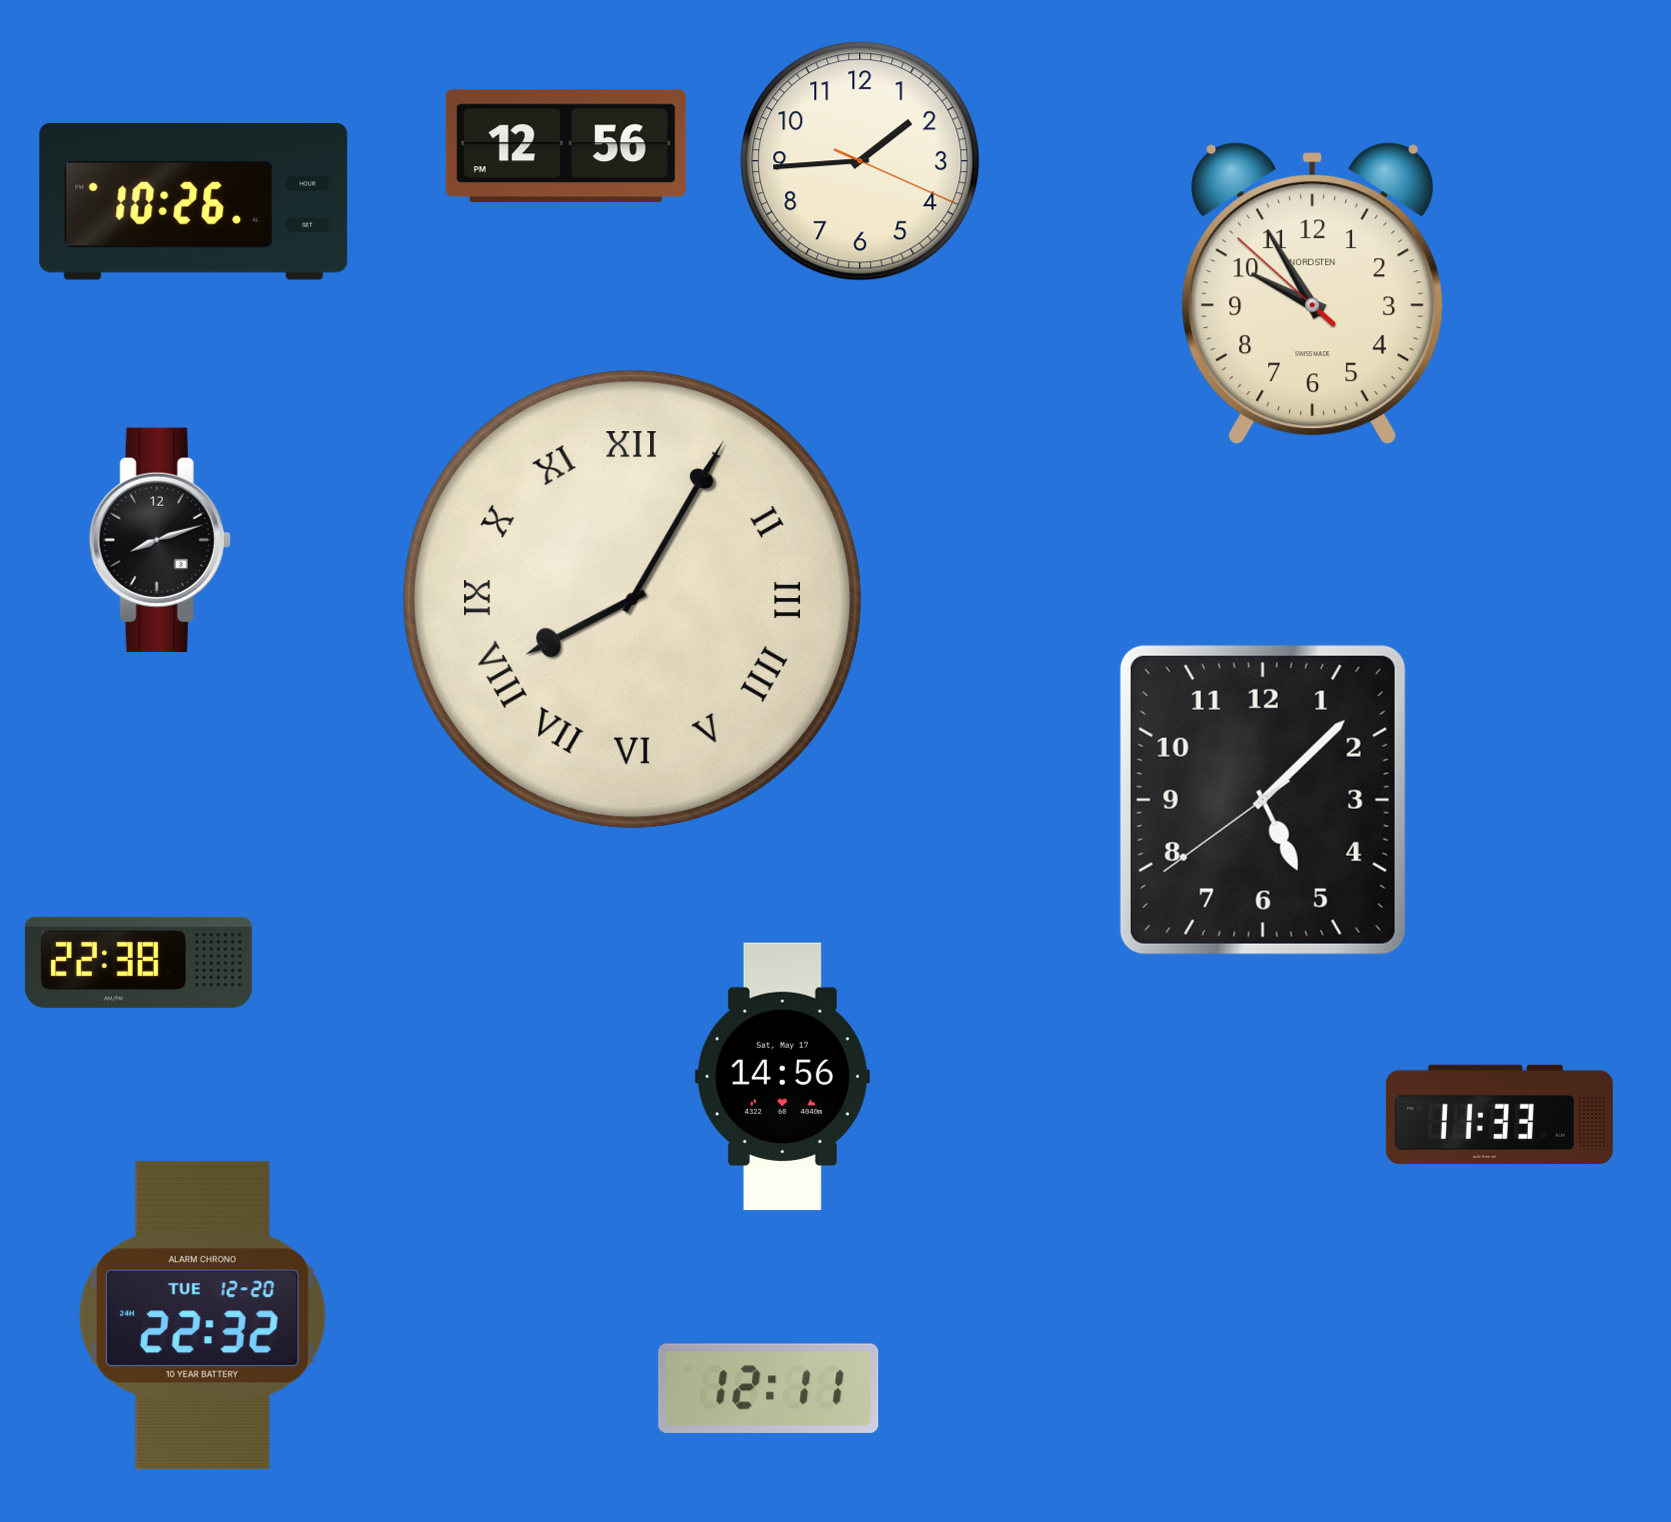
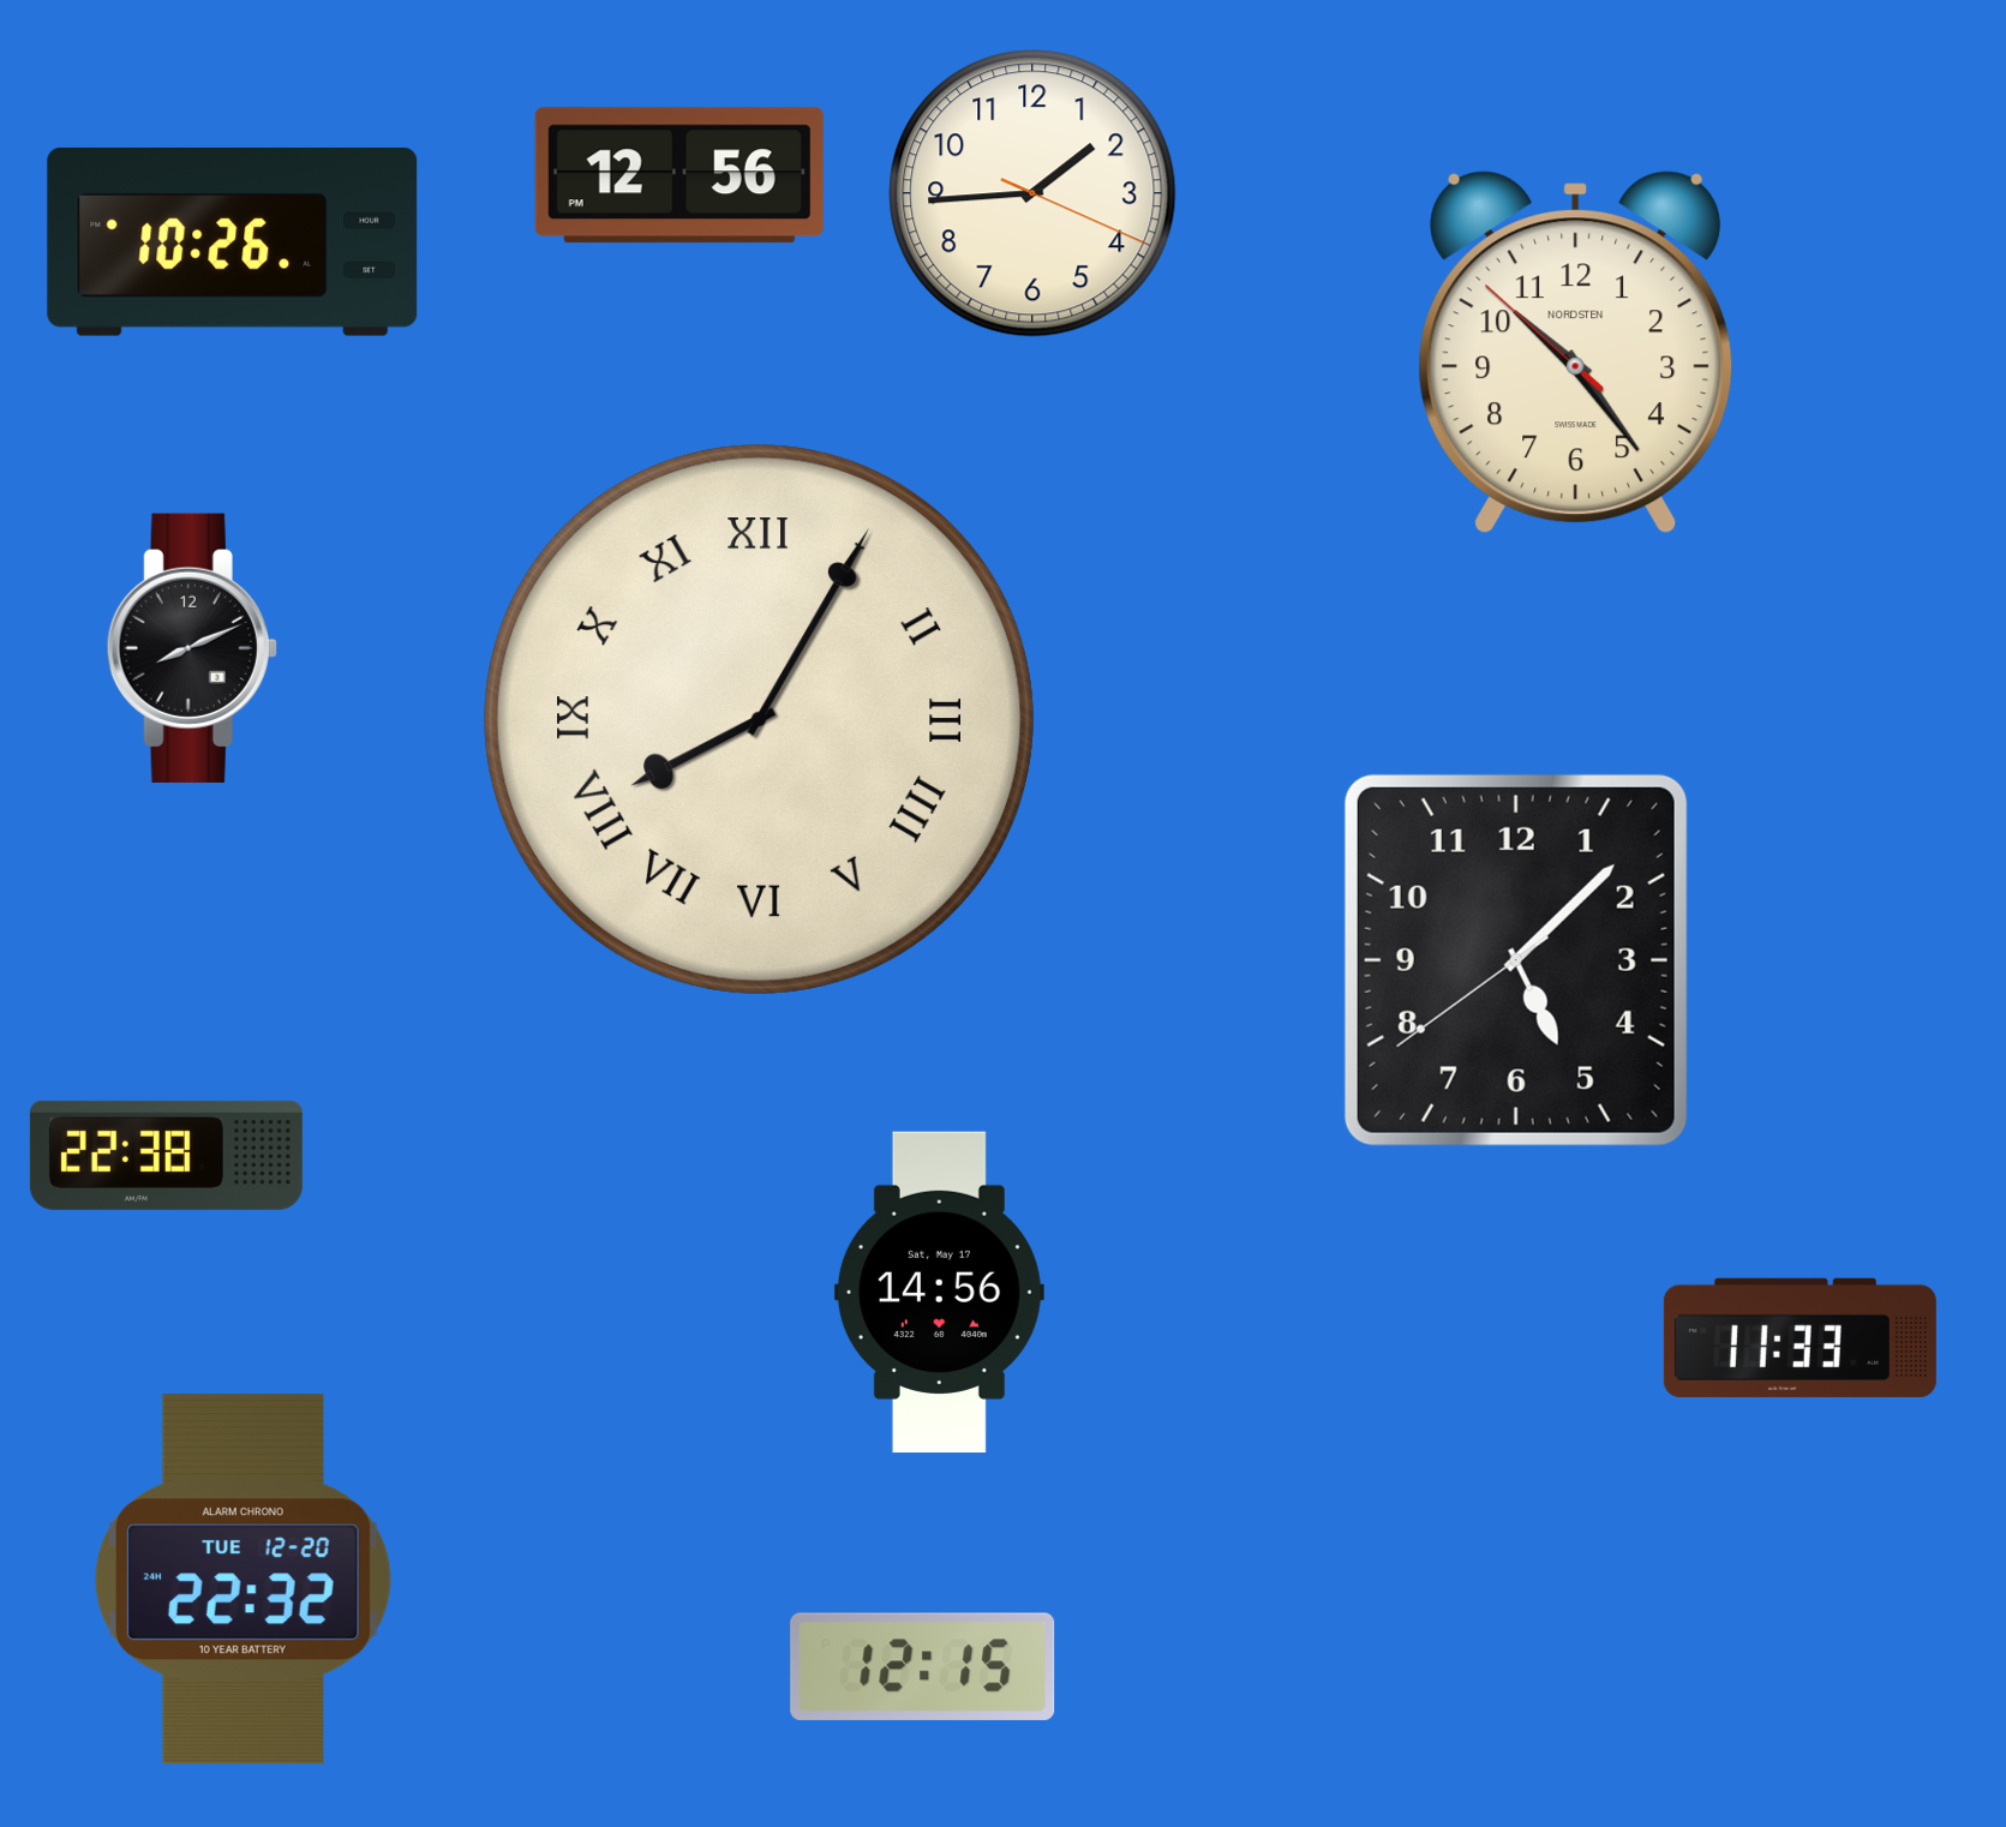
clock at (1313, 294): 9:54 -> 10:23
clock at (160, 540): 8:12 -> 8:11
clock at (769, 1388): 12:11 -> 12:15
